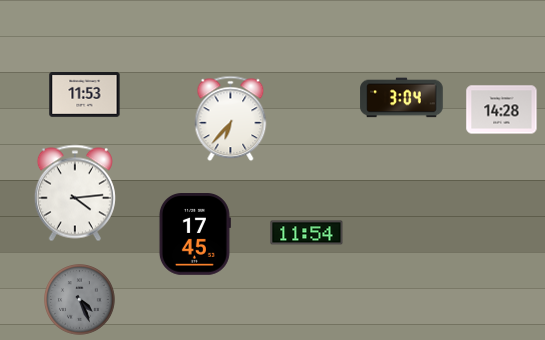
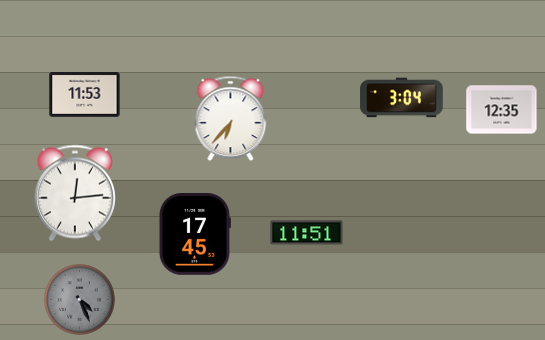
clock at (502, 110): 14:28 -> 12:35
clock at (75, 193): 4:14 -> 12:14
clock at (307, 233): 11:54 -> 11:51
